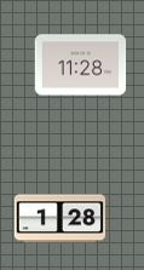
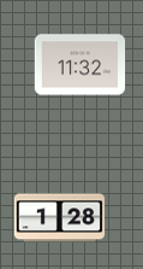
clock at (81, 65): 11:28 -> 11:32
